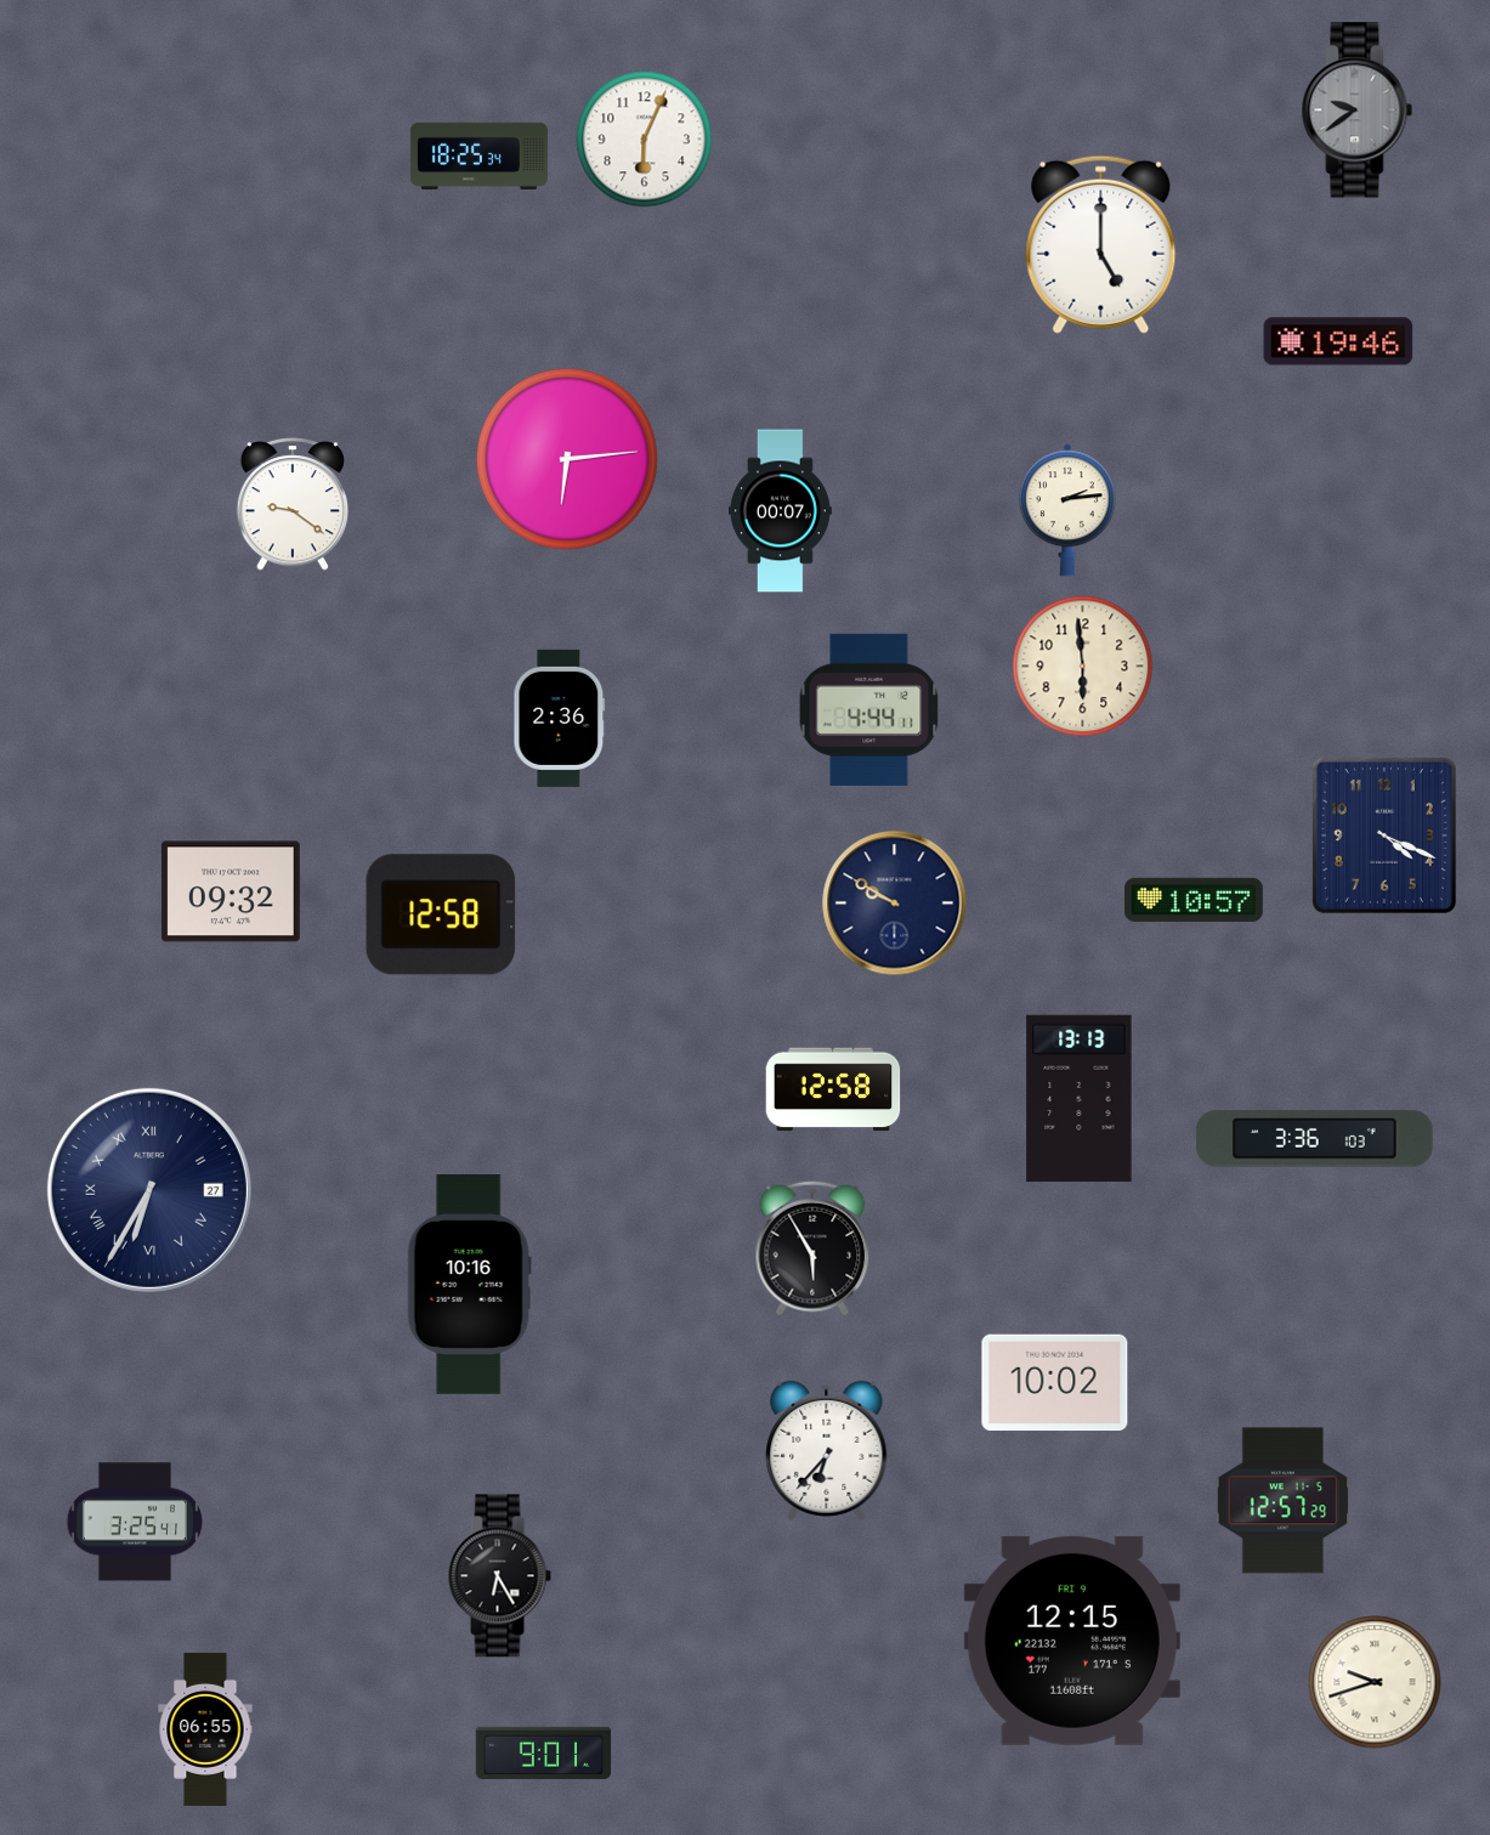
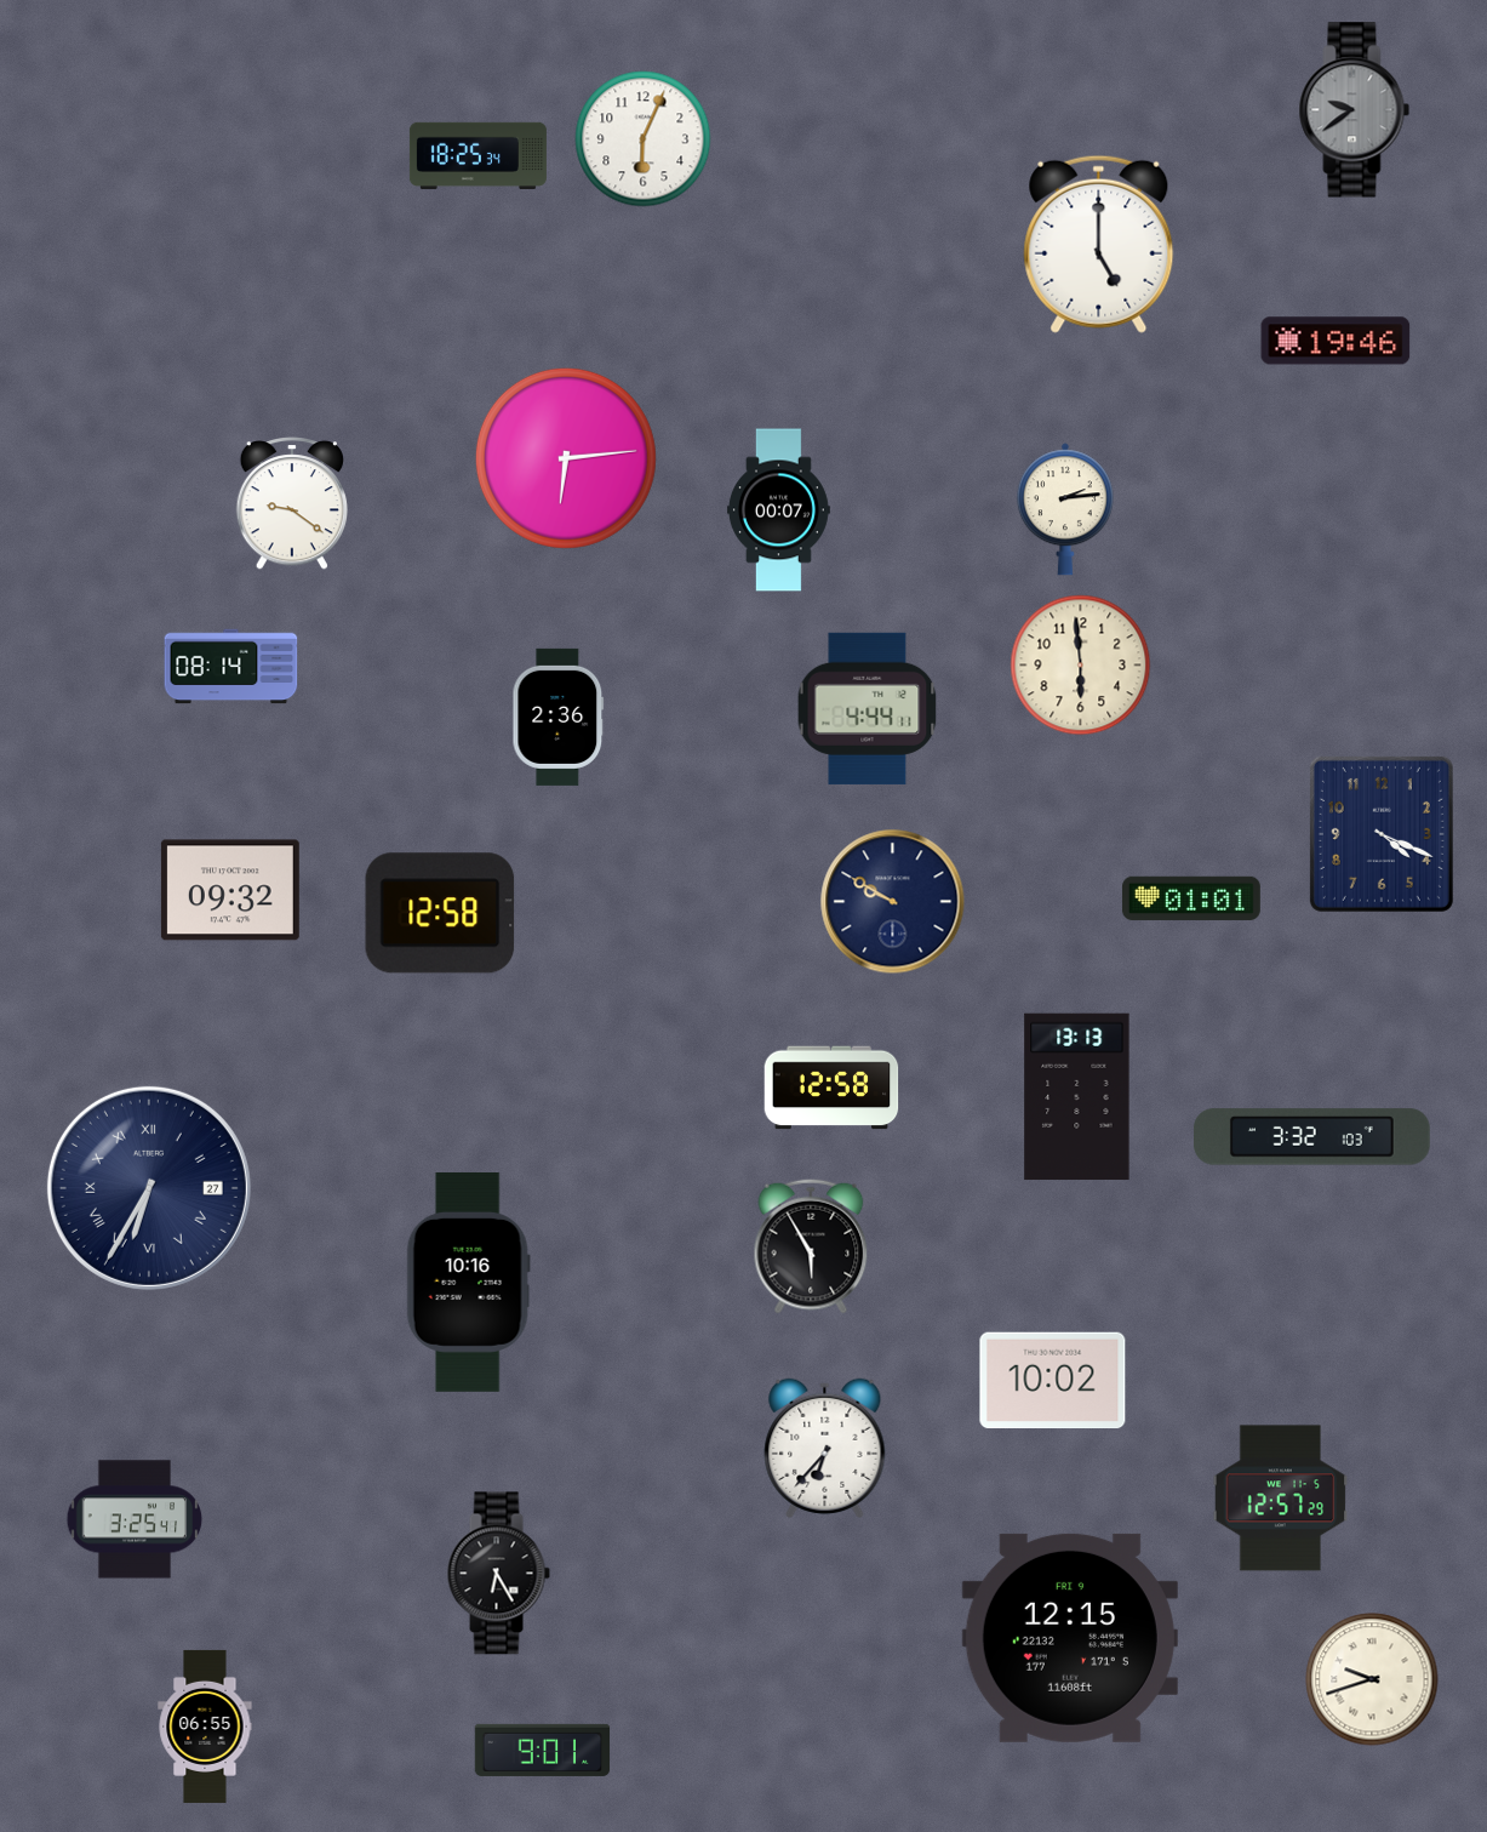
clock at (231, 667): none -> 08:14
clock at (1194, 900): 10:57 -> 01:01
clock at (1315, 1139): 3:36 -> 3:32
